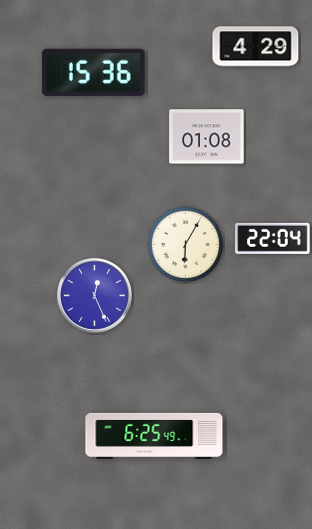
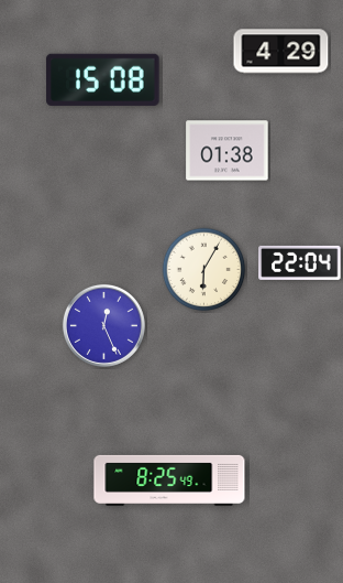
clock at (94, 72): 15:36 -> 15:08
clock at (207, 137): 01:08 -> 01:38
clock at (154, 436): 6:25 -> 8:25
